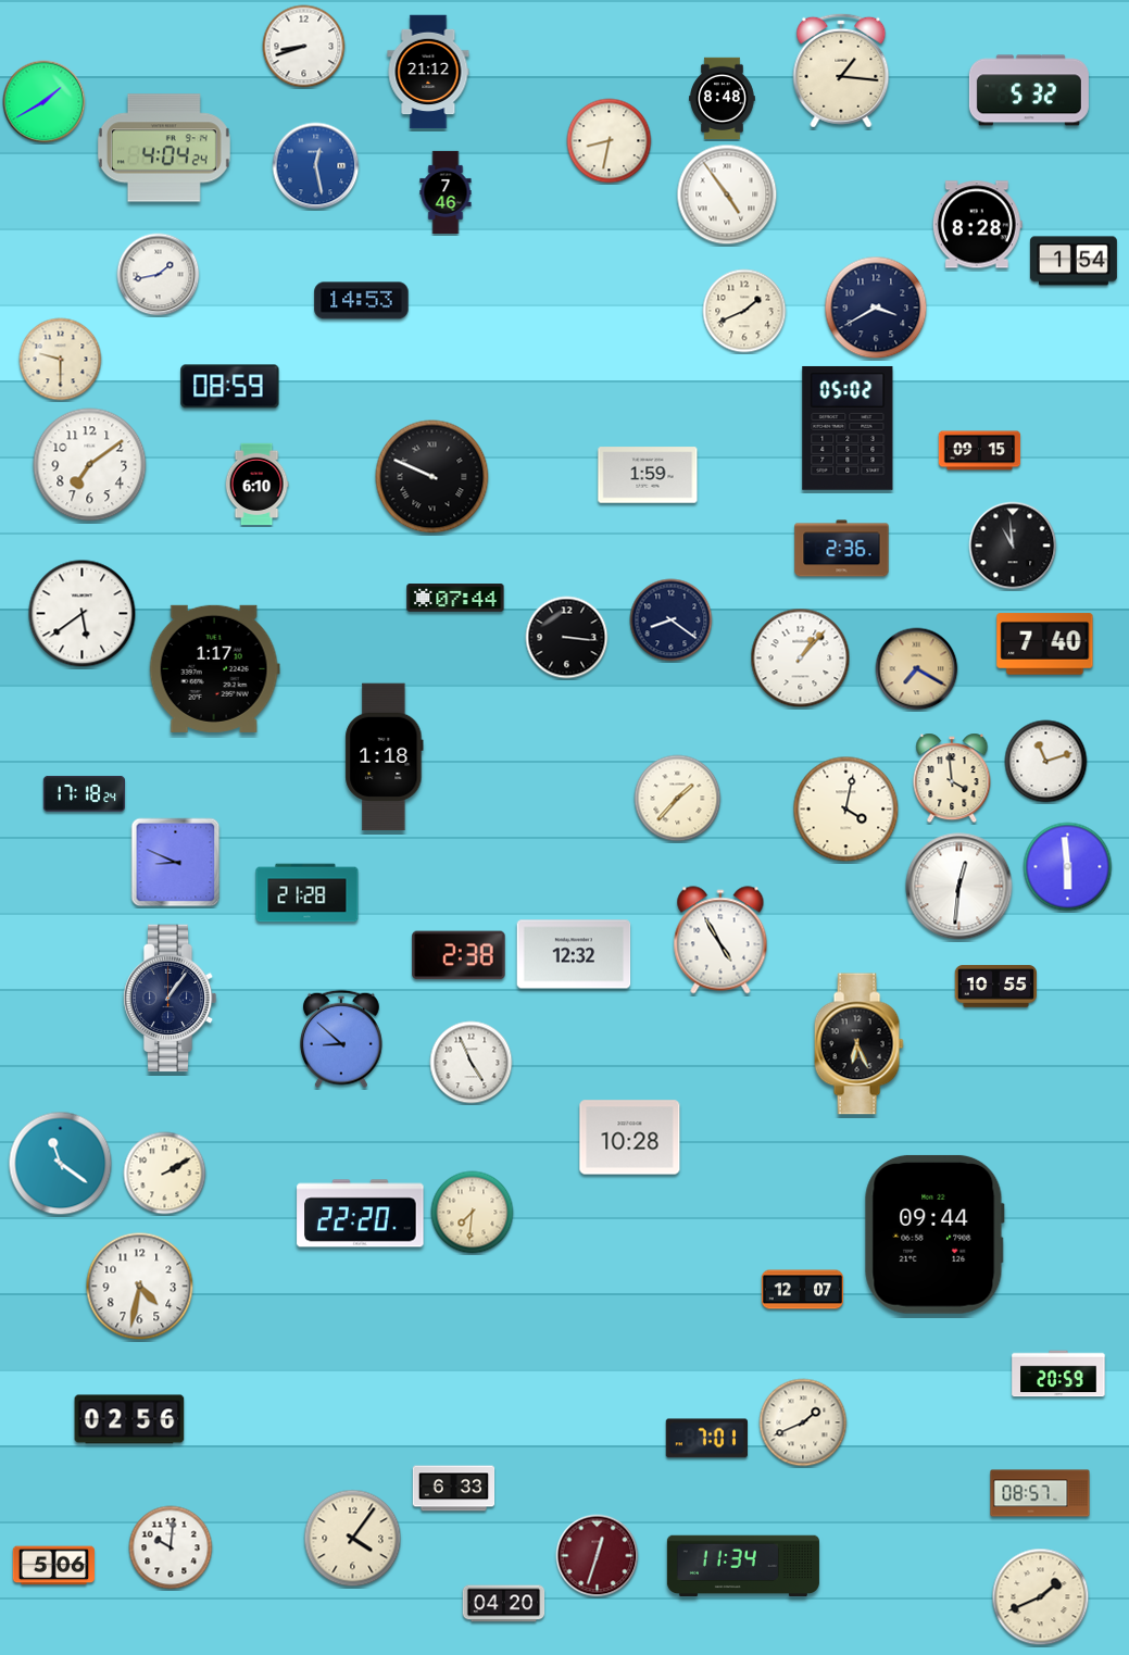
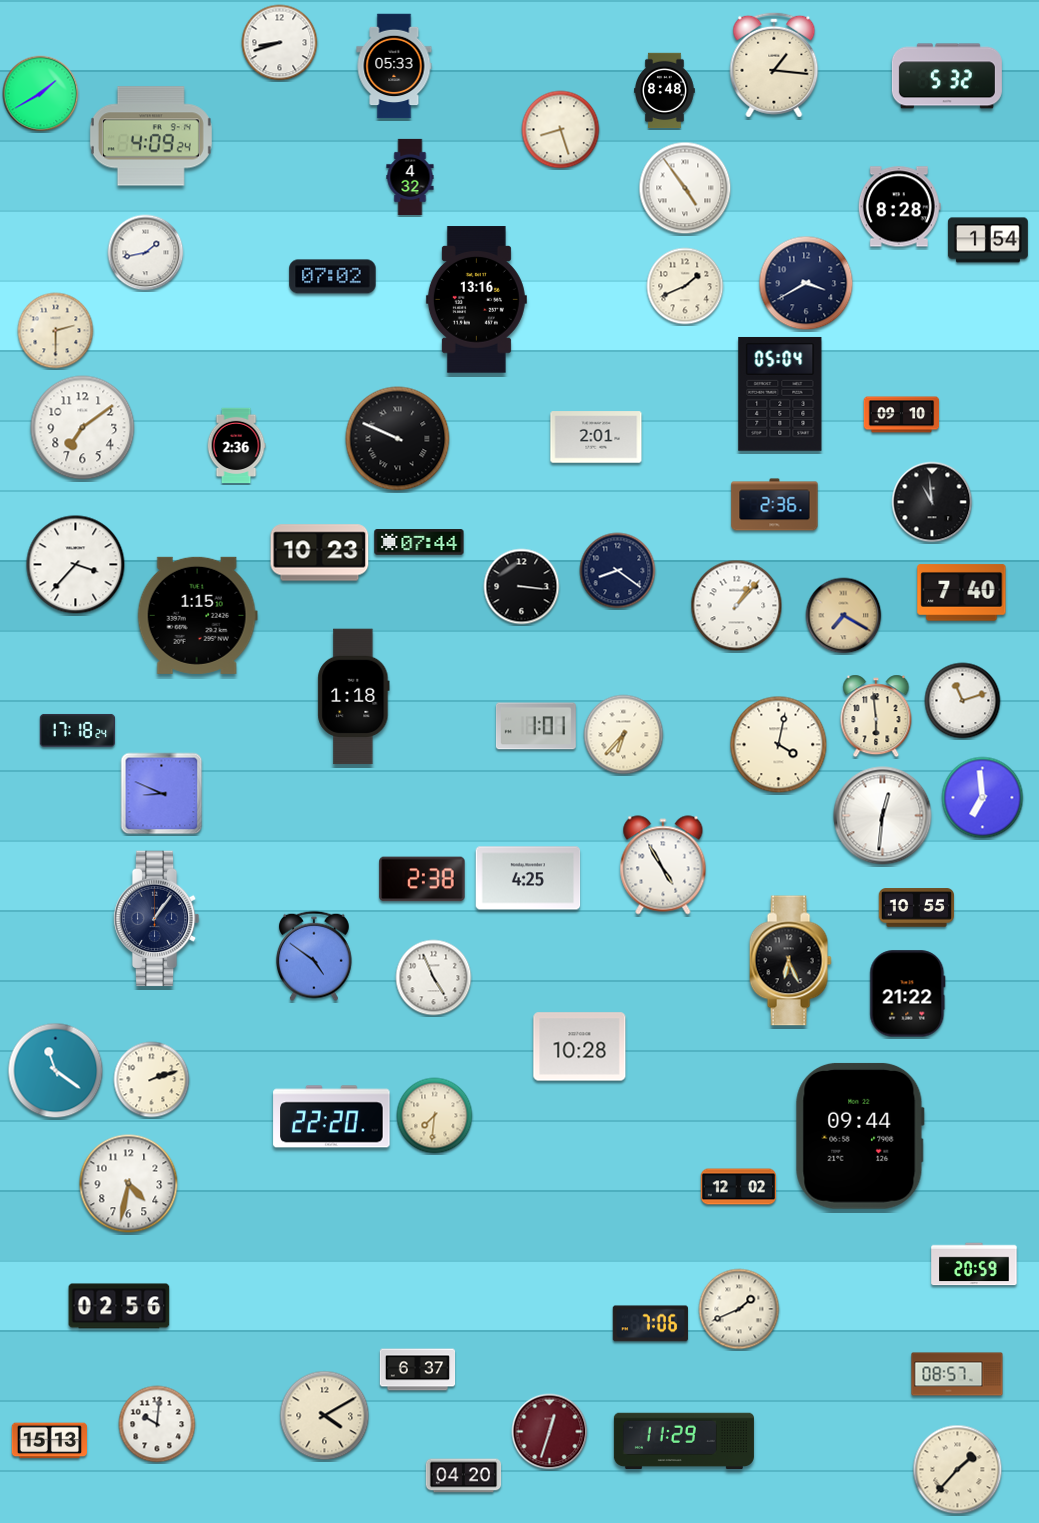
clock at (428, 72): 21:12 -> 05:33
clock at (1029, 90) position: (1029, 90) -> (947, 76)
clock at (610, 141): 8:32 -> 8:27
clock at (164, 148): 4:04 -> 4:09
clock at (316, 166): 12:28 -> none
clock at (446, 191): 7:46 -> 4:32
clock at (727, 195) position: (727, 195) -> (685, 188)
clock at (362, 301): 14:53 -> 07:02
clock at (476, 300): none -> 13:16
clock at (61, 360): 9:30 -> 2:30
clock at (230, 387): 08:59 -> none
clock at (848, 428): 05:02 -> 05:04
clock at (980, 451): 09:15 -> 09:10
clock at (648, 475): 1:59 -> 2:01
clock at (256, 485): 6:10 -> 2:36
clock at (455, 598) position: (455, 598) -> (419, 542)
clock at (320, 553): none -> 10:23
clock at (83, 614): 5:39 -> 3:37
clock at (214, 668): 1:17 -> 1:15
clock at (952, 778): 3:59 -> 5:59
clock at (536, 726): none -> 1:01
clock at (678, 799): 1:37 -> 6:37
clock at (1068, 867): 5:59 -> 6:59
clock at (308, 893): 21:28 -> none
clock at (574, 954): 12:32 -> 4:25
clock at (341, 1039): 8:52 -> 4:51
clock at (908, 994): none -> 21:22
clock at (165, 1174): 2:10 -> 2:12
clock at (803, 1290): 12:07 -> 12:02
clock at (706, 1439): 7:01 -> 7:06
clock at (454, 1489): 6:33 -> 6:37
clock at (353, 1539): 4:06 -> 4:10
clock at (54, 1566): 5:06 -> 15:13
clock at (743, 1566): 11:34 -> 11:29
clock at (1041, 1597): 1:41 -> 1:37
